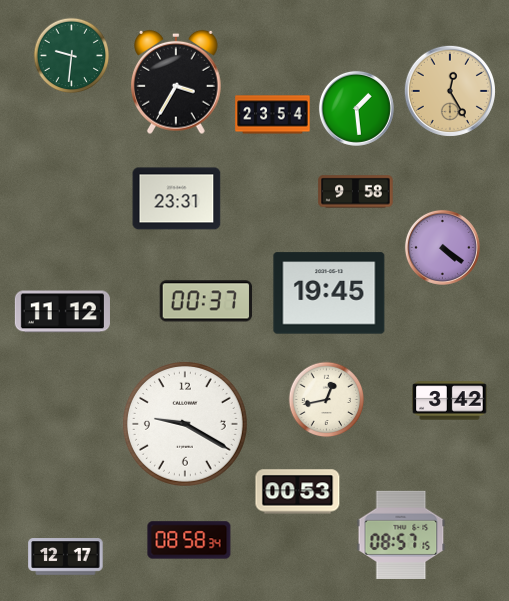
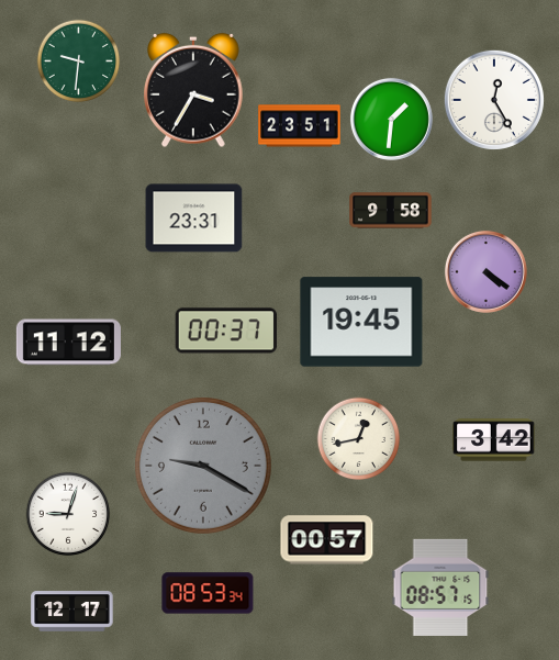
clock at (450, 91) dial: champagne -> white
clock at (356, 108): 1:29 -> 1:31
clock at (273, 115): 23:54 -> 23:51
clock at (186, 425) dial: white -> grey
clock at (68, 514): none -> 9:03
clock at (298, 492): 00:53 -> 00:57
clock at (189, 540): 08:58 -> 08:53
